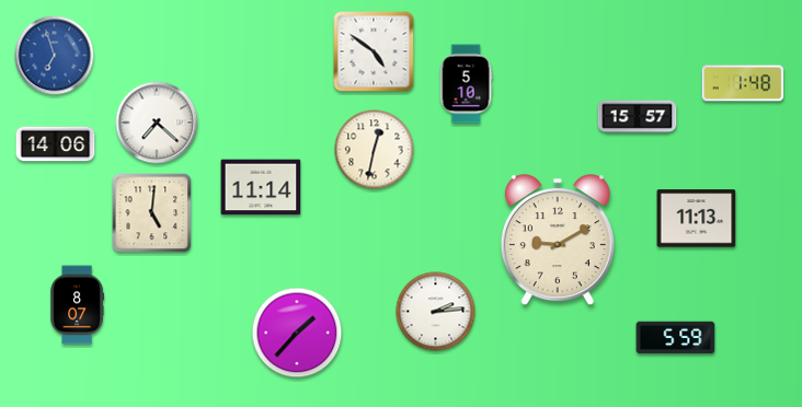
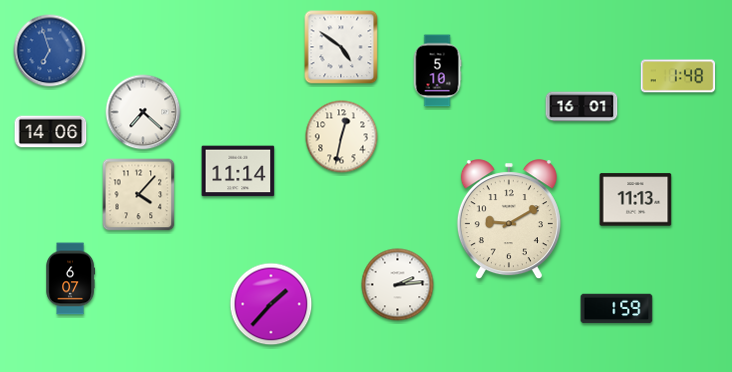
clock at (466, 84) position: (466, 84) -> (437, 71)
clock at (638, 117): 15:57 -> 16:01
clock at (152, 213): 5:01 -> 4:07
clock at (78, 305): 8:07 -> 6:07
clock at (676, 338): 5:59 -> 1:59
